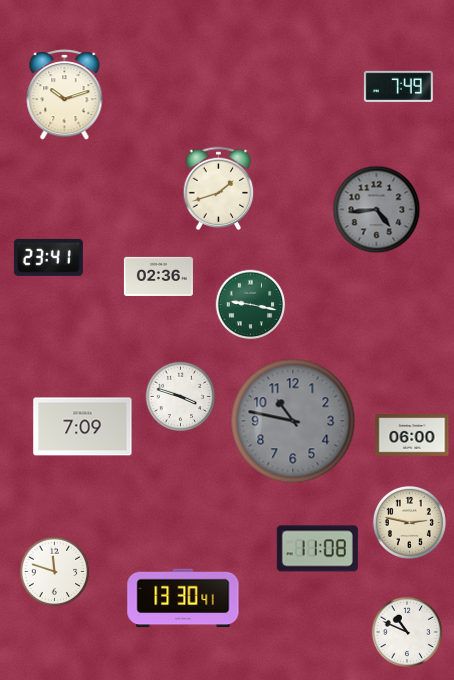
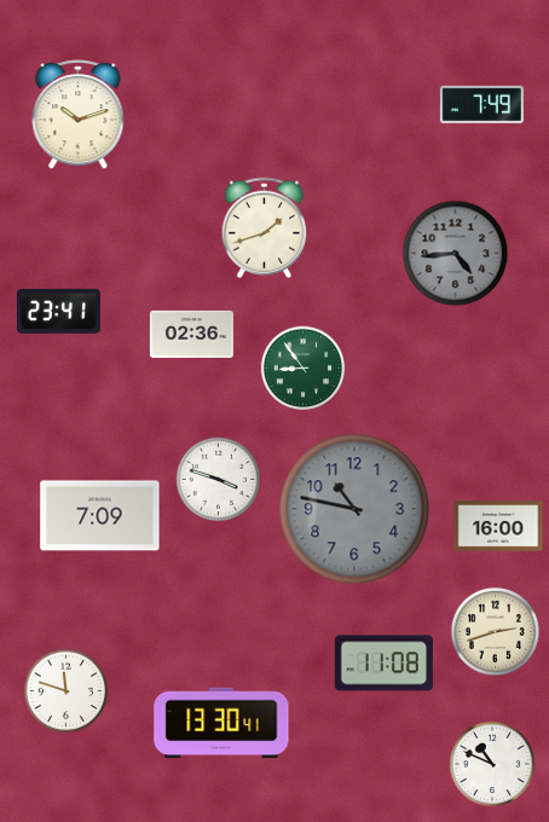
clock at (251, 305): 9:17 -> 8:54
clock at (412, 435): 06:00 -> 16:00
clock at (409, 522): 2:47 -> 2:42
